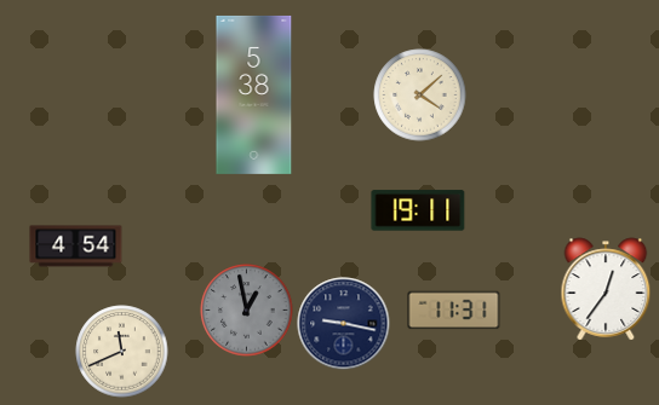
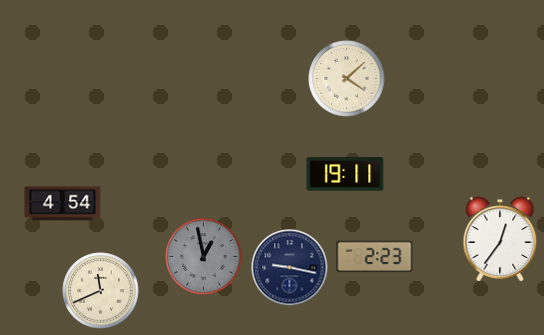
clock at (254, 94): 5:38 -> none
clock at (454, 311): 11:31 -> 2:23
clock at (344, 324) position: (344, 324) -> (290, 268)
